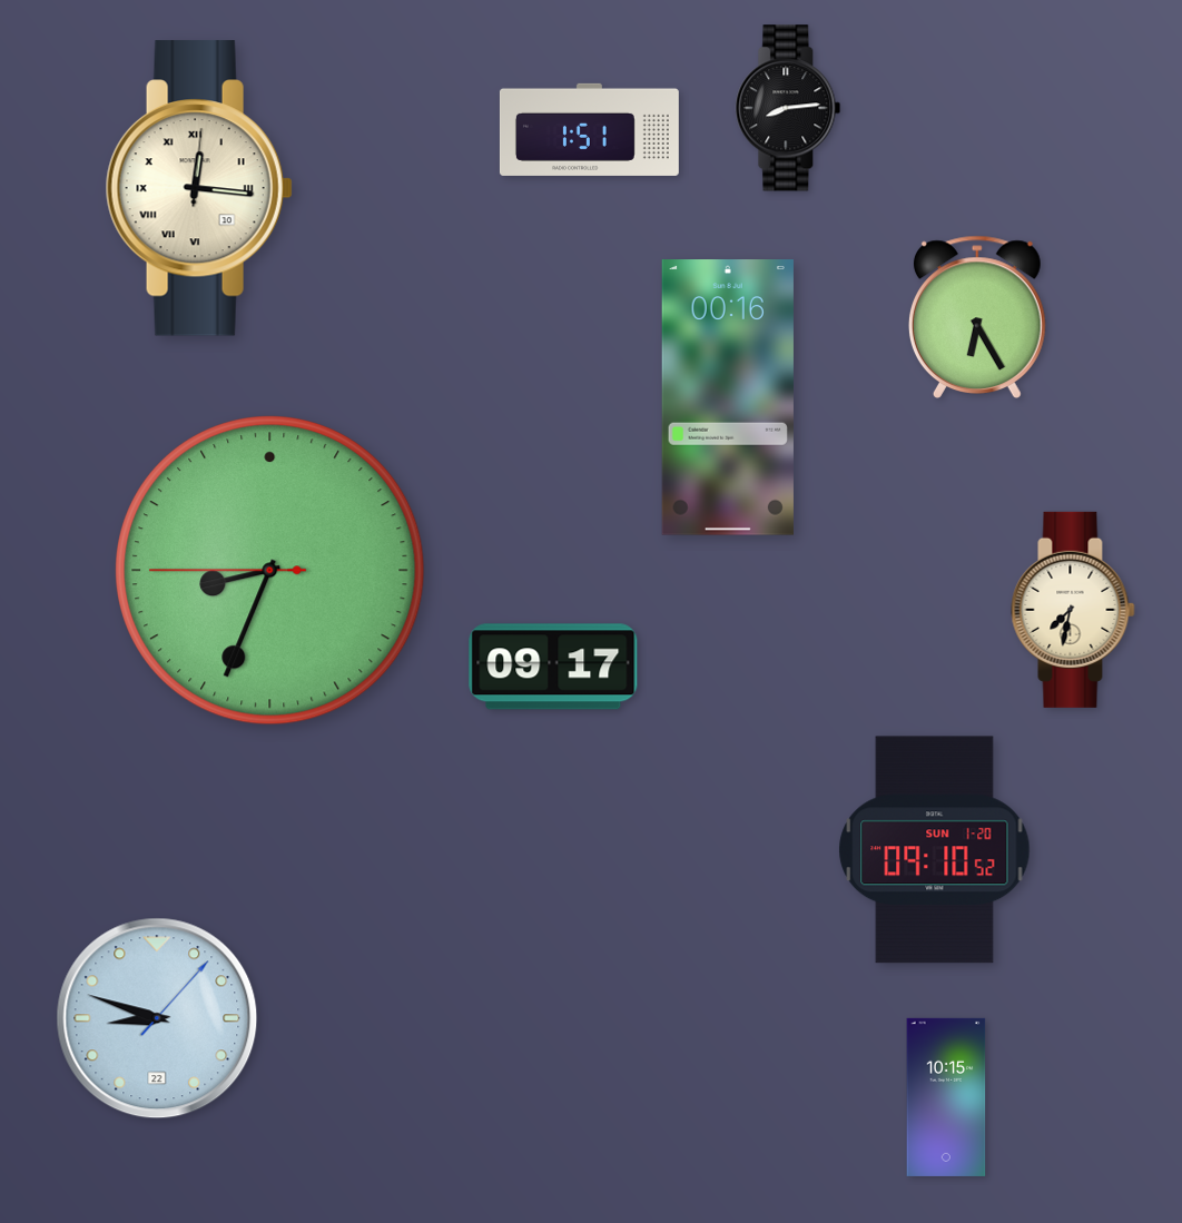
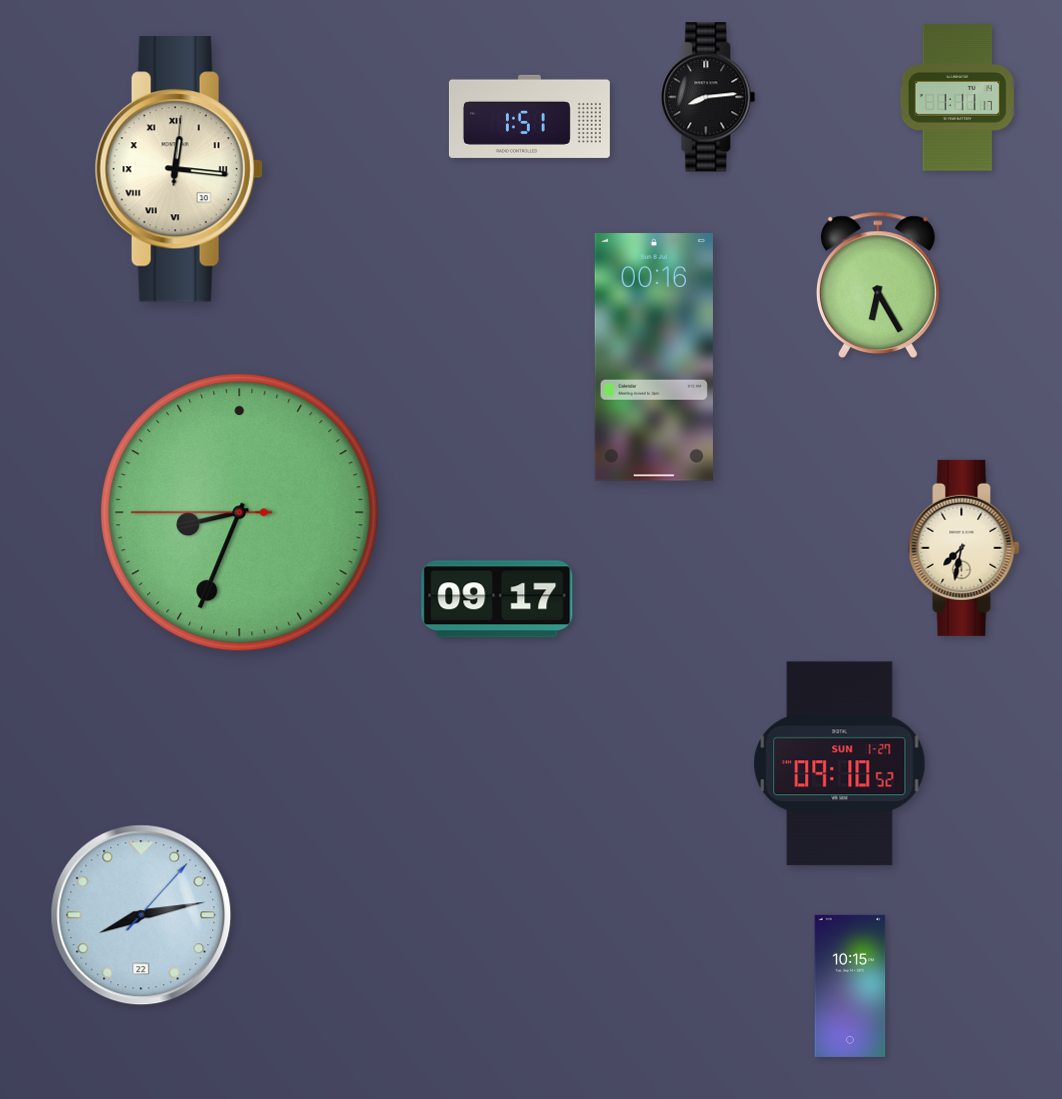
clock at (957, 98): none -> 1:11
clock at (270, 571) position: (270, 571) -> (240, 513)
clock at (935, 850) date: SUN 1-20 -> SUN 1-27
clock at (157, 1018): 8:48 -> 8:13
